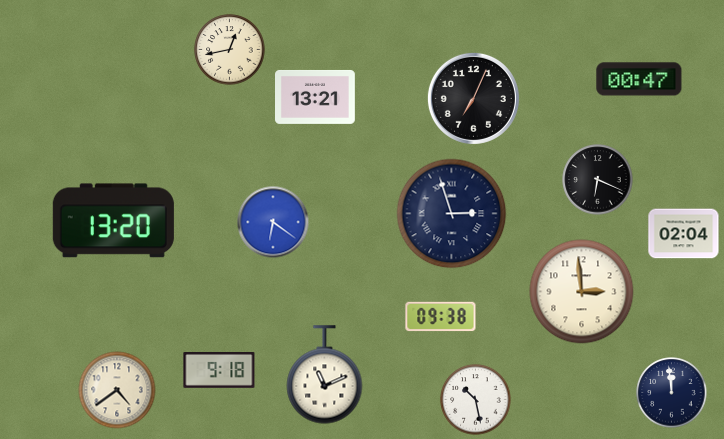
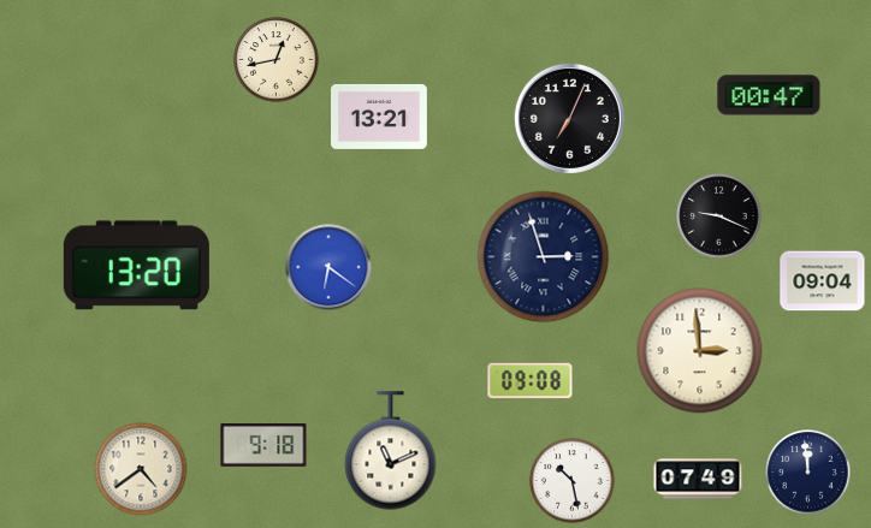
clock at (598, 180): 6:19 -> 9:19
clock at (684, 234): 02:04 -> 09:04
clock at (441, 317): 09:38 -> 09:08
clock at (698, 479): none -> 07:49
